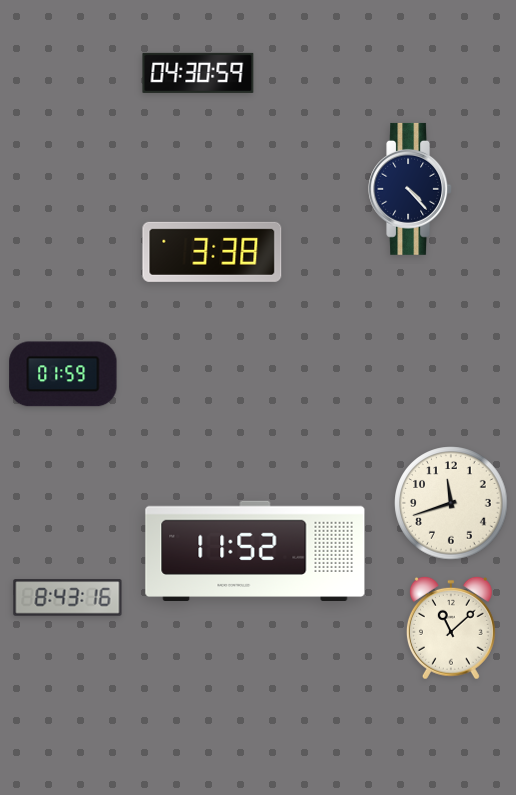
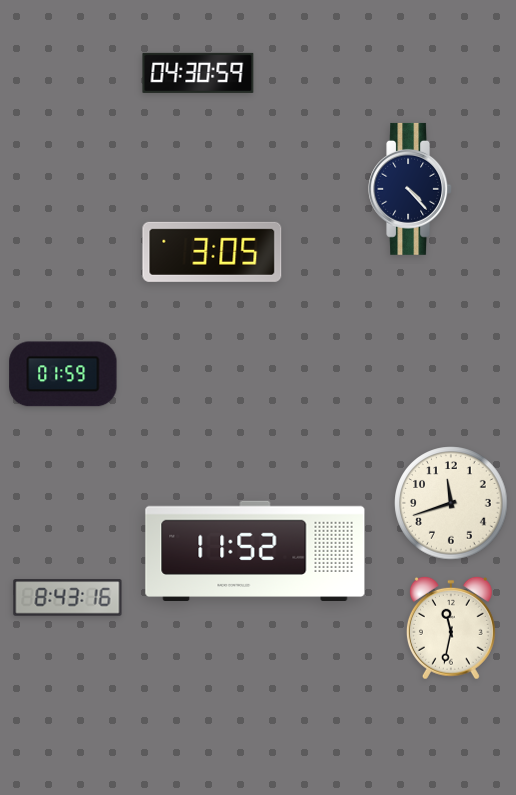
clock at (212, 252): 3:38 -> 3:05
clock at (451, 628): 11:08 -> 11:32
